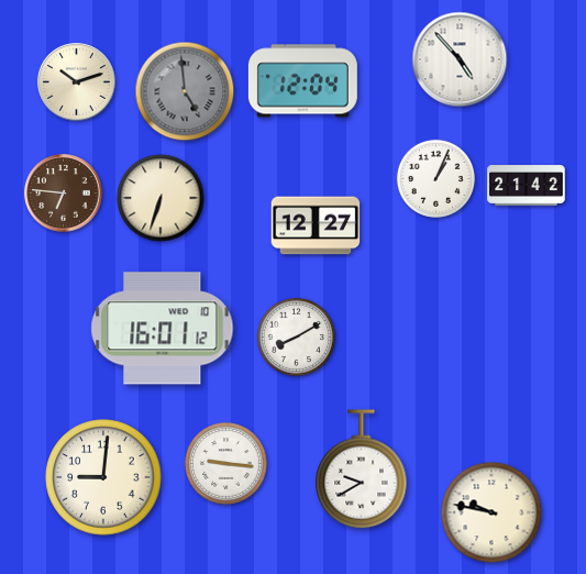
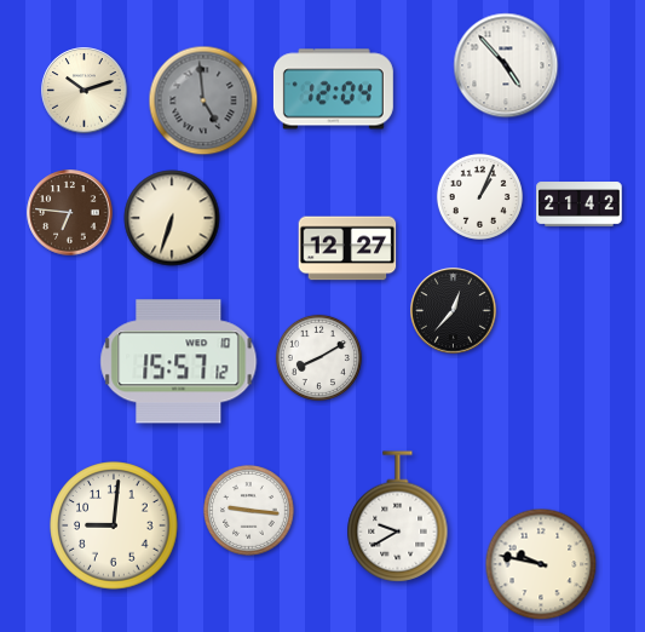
clock at (161, 198) position: (161, 198) -> (172, 218)
clock at (454, 311): none -> 12:37
clock at (163, 329): 16:01 -> 15:57
clock at (296, 336) position: (296, 336) -> (318, 357)
